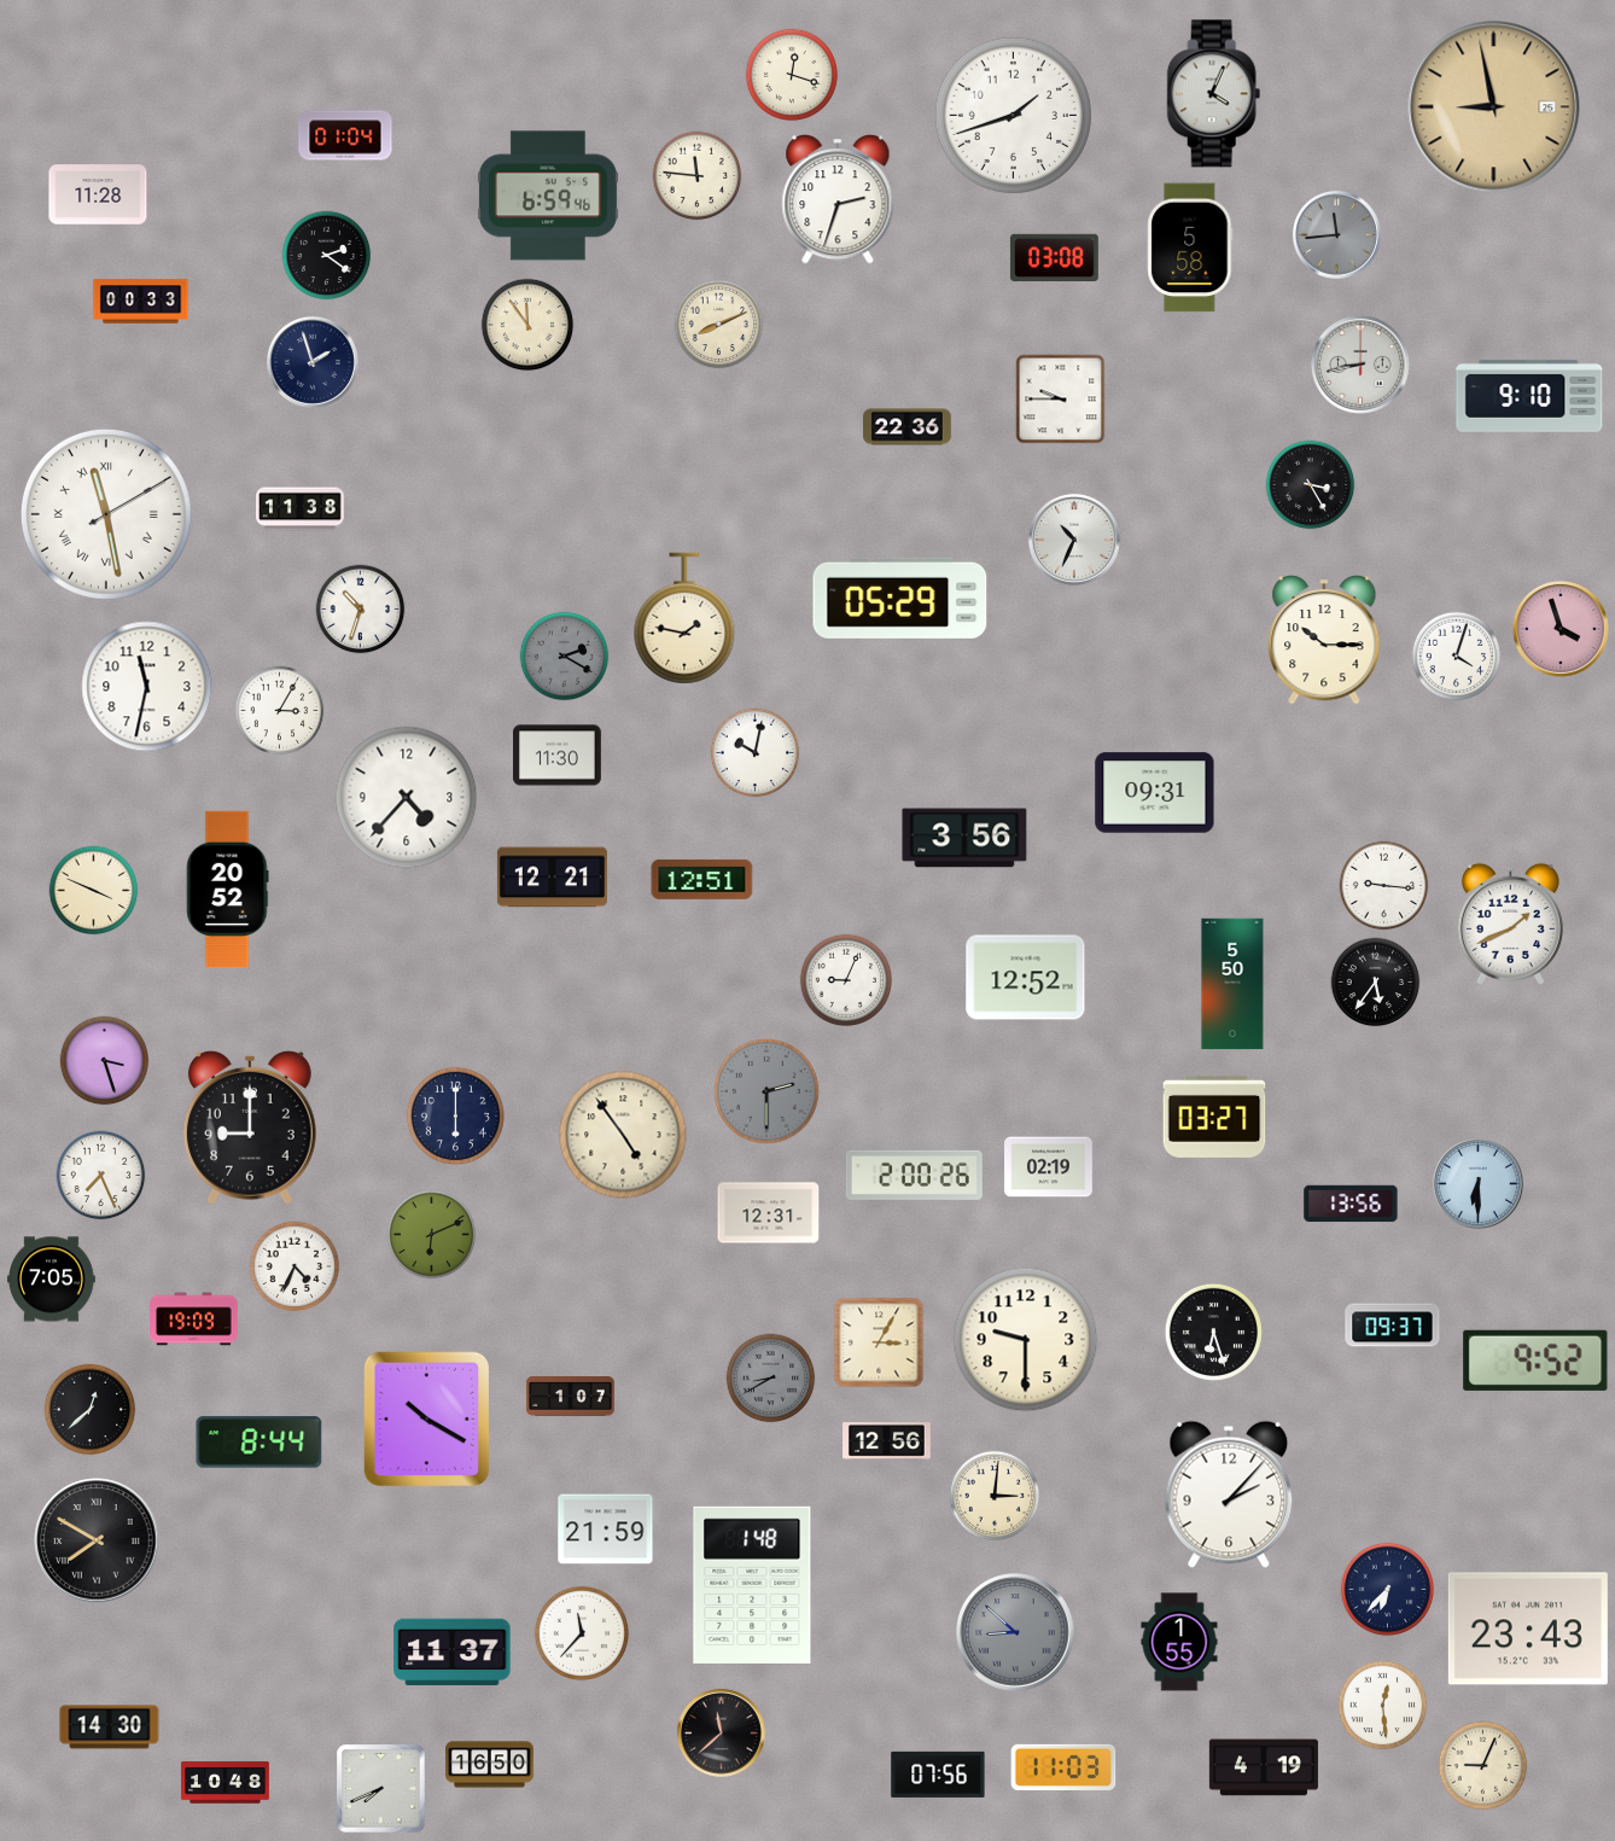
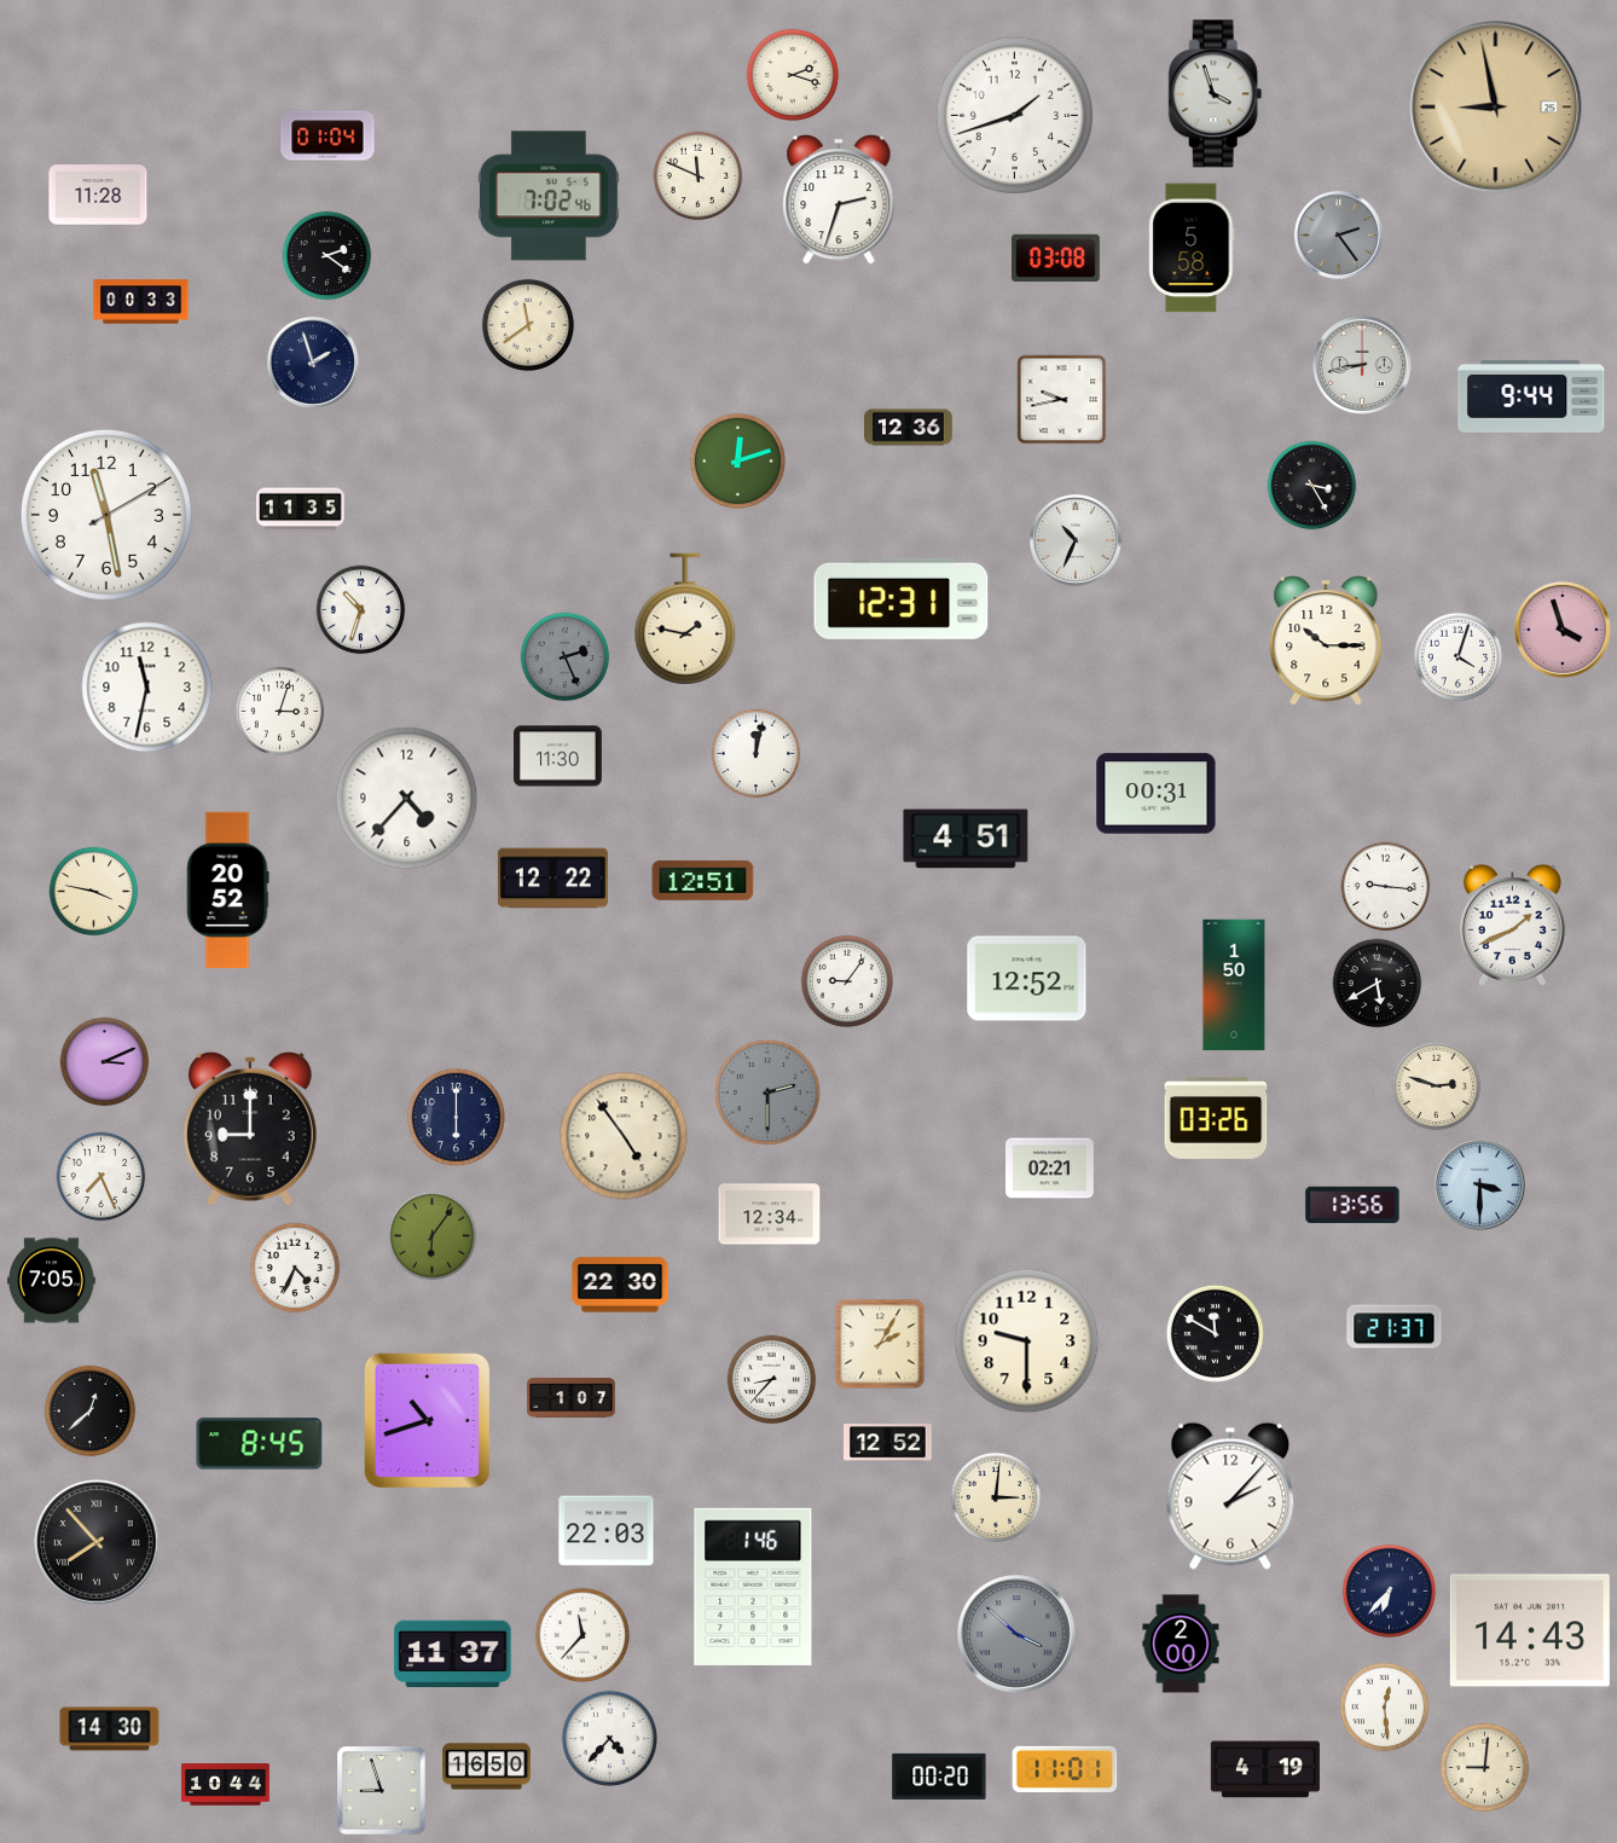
clock at (792, 75): 12:18 -> 2:18
clock at (1214, 94): 4:04 -> 3:57
clock at (345, 135) position: (345, 135) -> (328, 135)
clock at (698, 176): 11:46 -> 11:49
clock at (548, 196): 6:59 -> 7:02
clock at (1336, 234): 11:44 -> 2:24
clock at (527, 325): 11:54 -> 11:39
clock at (719, 325): 8:11 -> none
clock at (1529, 396): 9:10 -> 9:44
clock at (1061, 400): 9:45 -> 9:43
clock at (908, 427): 22:36 -> 12:36
clock at (737, 460): none -> 12:12
clock at (301, 509): 11:38 -> 11:35
clock at (106, 514) numerals: Roman -> Arabic
clock at (900, 598): 05:29 -> 12:31
clock at (565, 657): 2:20 -> 2:26
clock at (280, 711): 3:05 -> 3:03
clock at (756, 753): 10:02 -> 12:02
clock at (1155, 793): 09:31 -> 00:31
clock at (964, 838): 3:56 -> 4:51
clock at (552, 878): 12:21 -> 12:22
clock at (94, 891): 3:49 -> 3:47
clock at (846, 980): 9:04 -> 9:06
clock at (1376, 983): 5:36 -> 5:40
clock at (1232, 984): 5:50 -> 1:50
clock at (105, 1061): 3:27 -> 3:11
clock at (1437, 1086): none -> 2:48
clock at (1214, 1117): 03:27 -> 03:26
clock at (1049, 1167): 02:19 -> 02:21
clock at (914, 1175): 2:00 -> none
clock at (1477, 1183): 6:30 -> 3:30
clock at (769, 1213): 12:31 -> 12:34
clock at (432, 1235): 6:11 -> 6:06
clock at (620, 1285): none -> 22:30
clock at (194, 1319): 19:09 -> none
clock at (1393, 1326): 09:37 -> 21:37
clock at (1213, 1332): 6:27 -> 11:50
clock at (879, 1342): 3:05 -> 2:05
clock at (1535, 1361): 9:52 -> none
clock at (771, 1379): 8:40 -> 8:37
clock at (771, 1379) dial: grey -> white
clock at (426, 1420): 10:20 -> 10:42
clock at (887, 1441): 12:56 -> 12:52
clock at (260, 1443): 8:44 -> 8:45
clock at (606, 1530): 21:59 -> 22:03
clock at (97, 1540): 7:50 -> 7:53
clock at (752, 1585): 1:48 -> 1:46
clock at (1528, 1629): 23:43 -> 14:43
clock at (1015, 1632): 8:52 -> 3:52
clock at (1179, 1642): 1:55 -> 2:00
clock at (721, 1732): 11:38 -> none
clock at (609, 1738): none -> 4:37
clock at (490, 1765) position: (490, 1765) -> (487, 1767)
clock at (1483, 1766): 9:04 -> 9:01
clock at (1063, 1767): 11:03 -> 11:01
clock at (938, 1775): 07:56 -> 00:20
clock at (226, 1783): 10:48 -> 10:44
clock at (381, 1789): 7:41 -> 8:57
